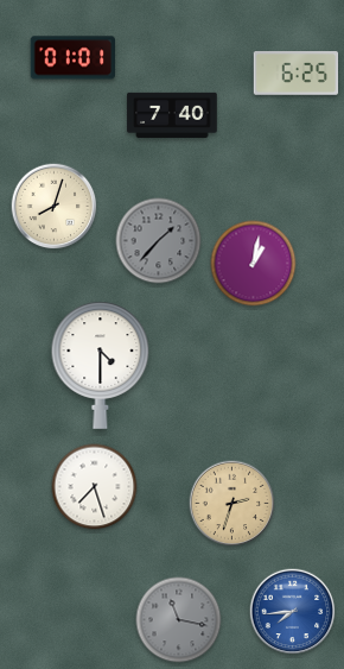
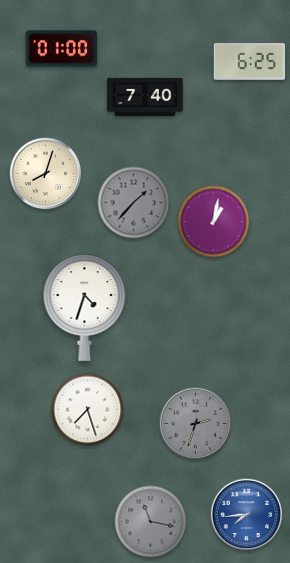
clock at (72, 58): 01:01 -> 01:00
clock at (101, 365): 4:30 -> 4:33
clock at (95, 487) position: (95, 487) -> (88, 410)
clock at (232, 504) dial: champagne -> grey
